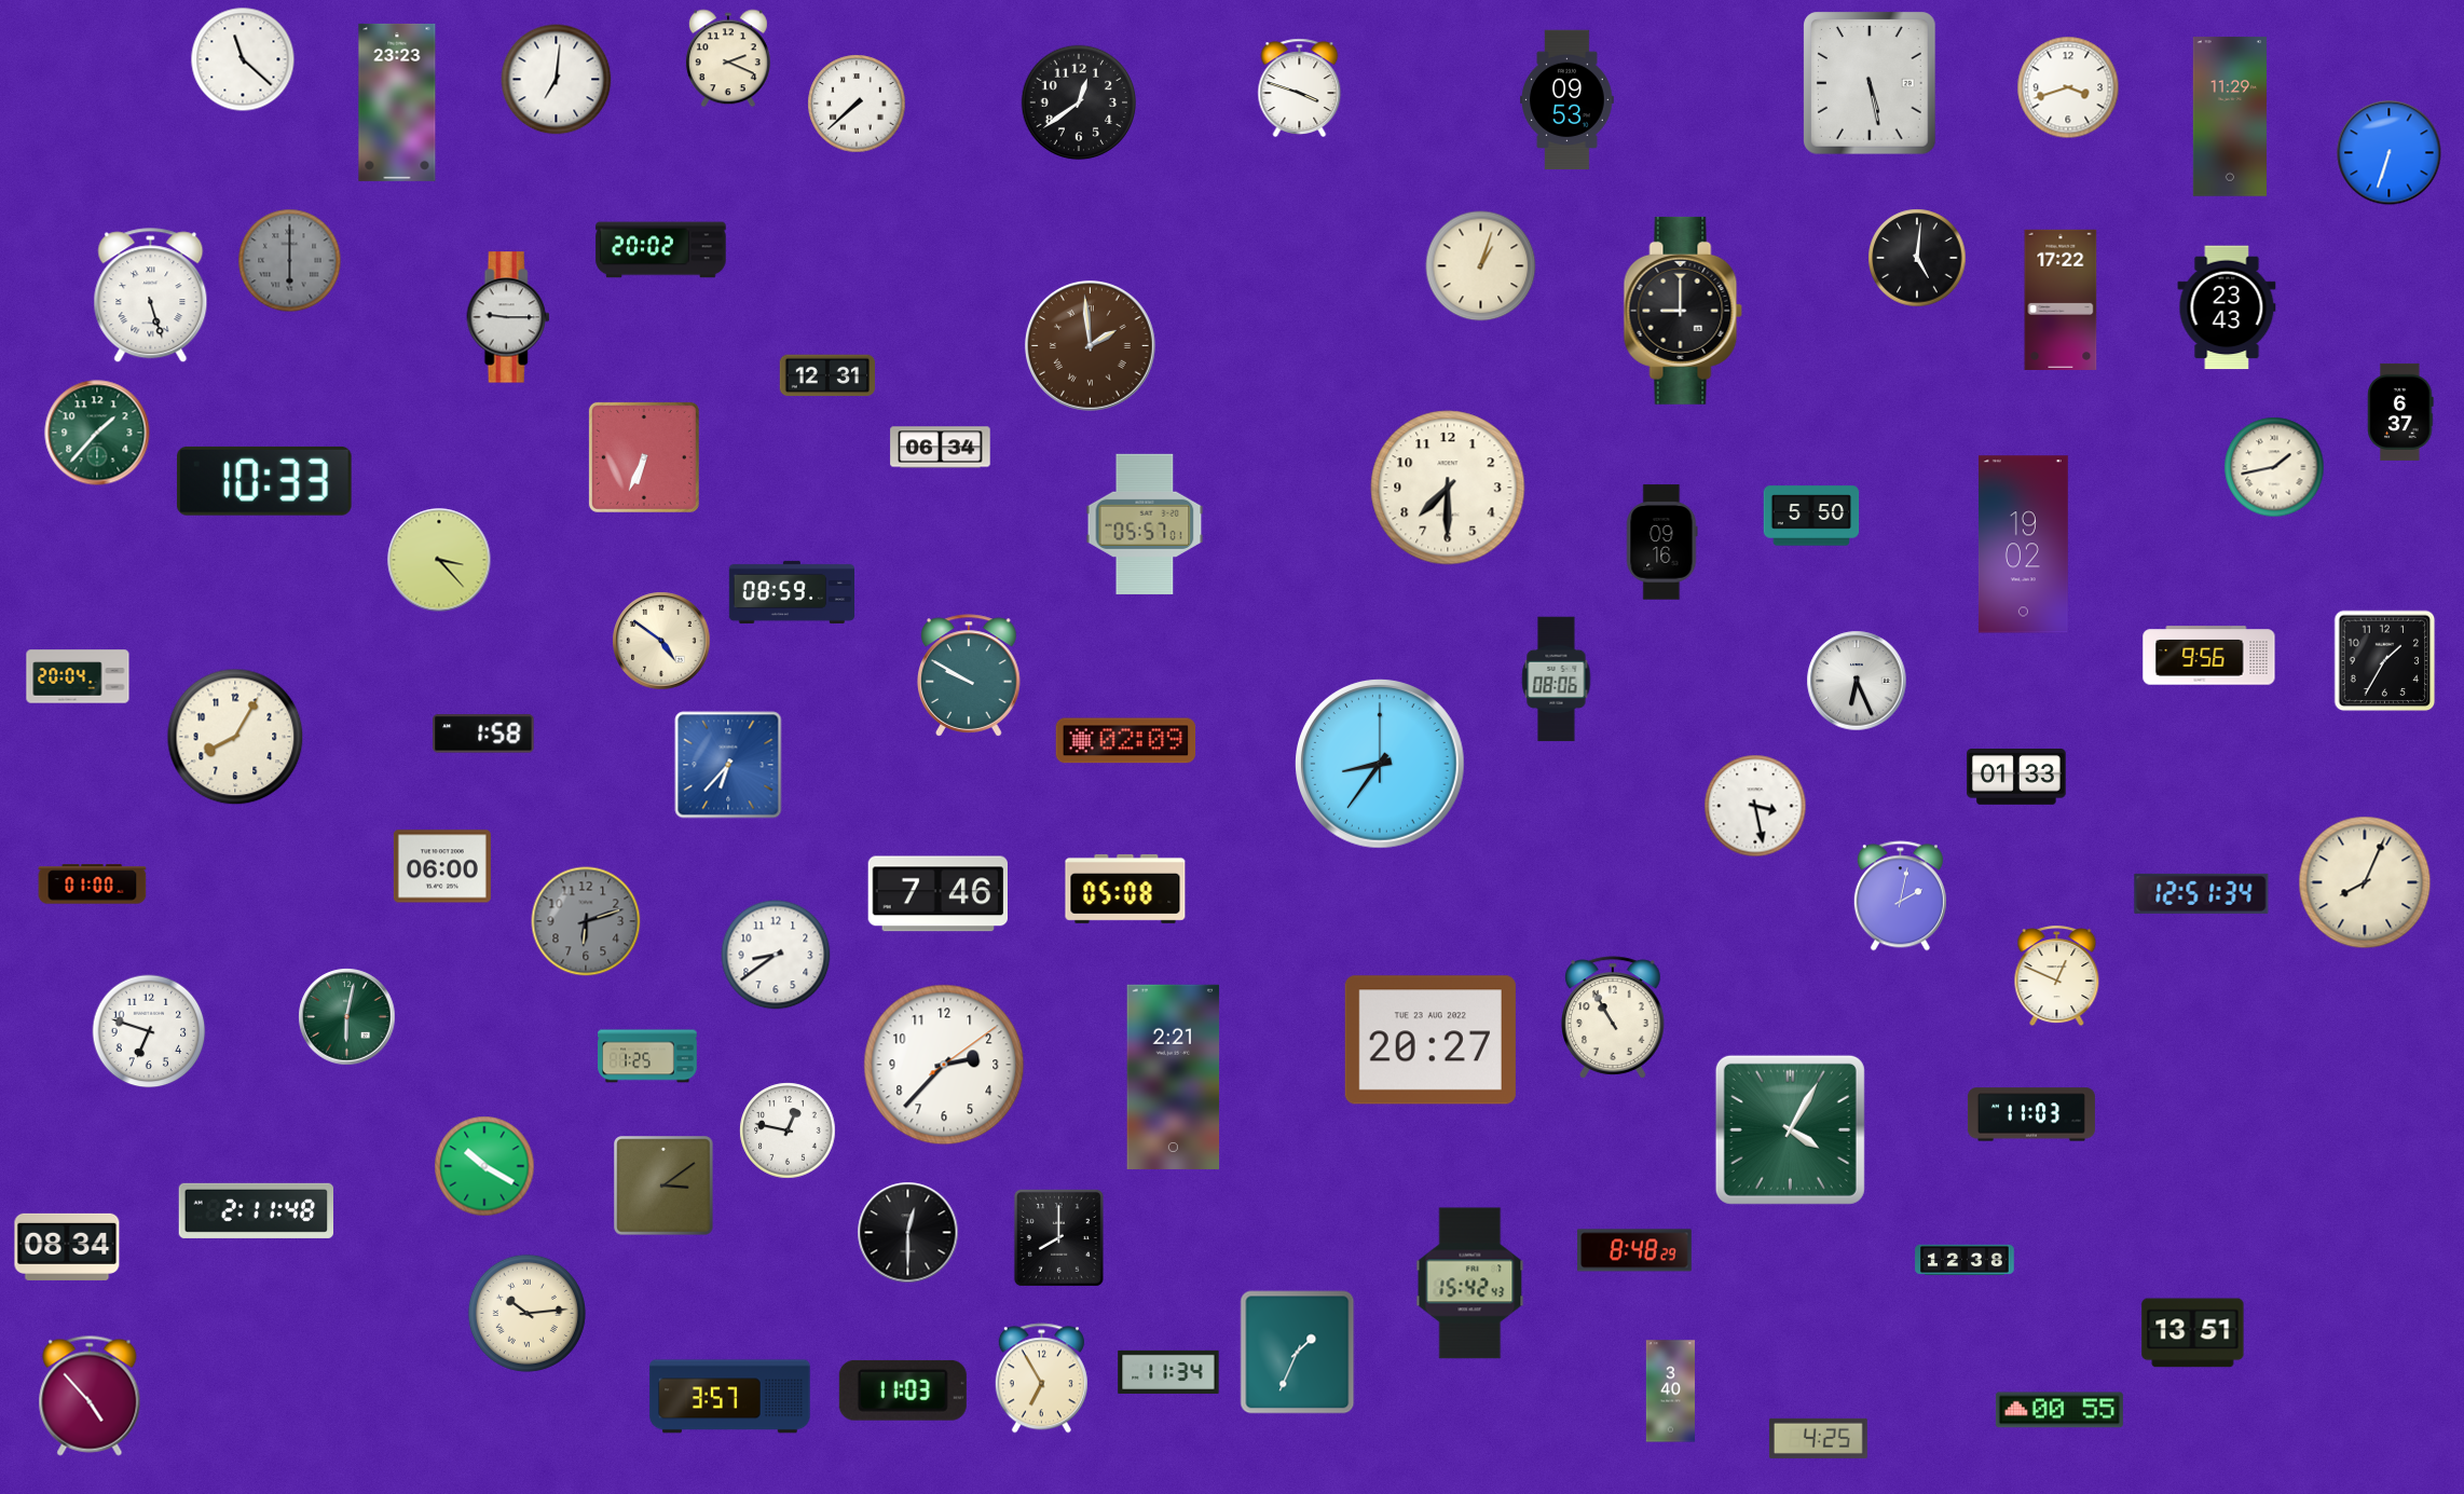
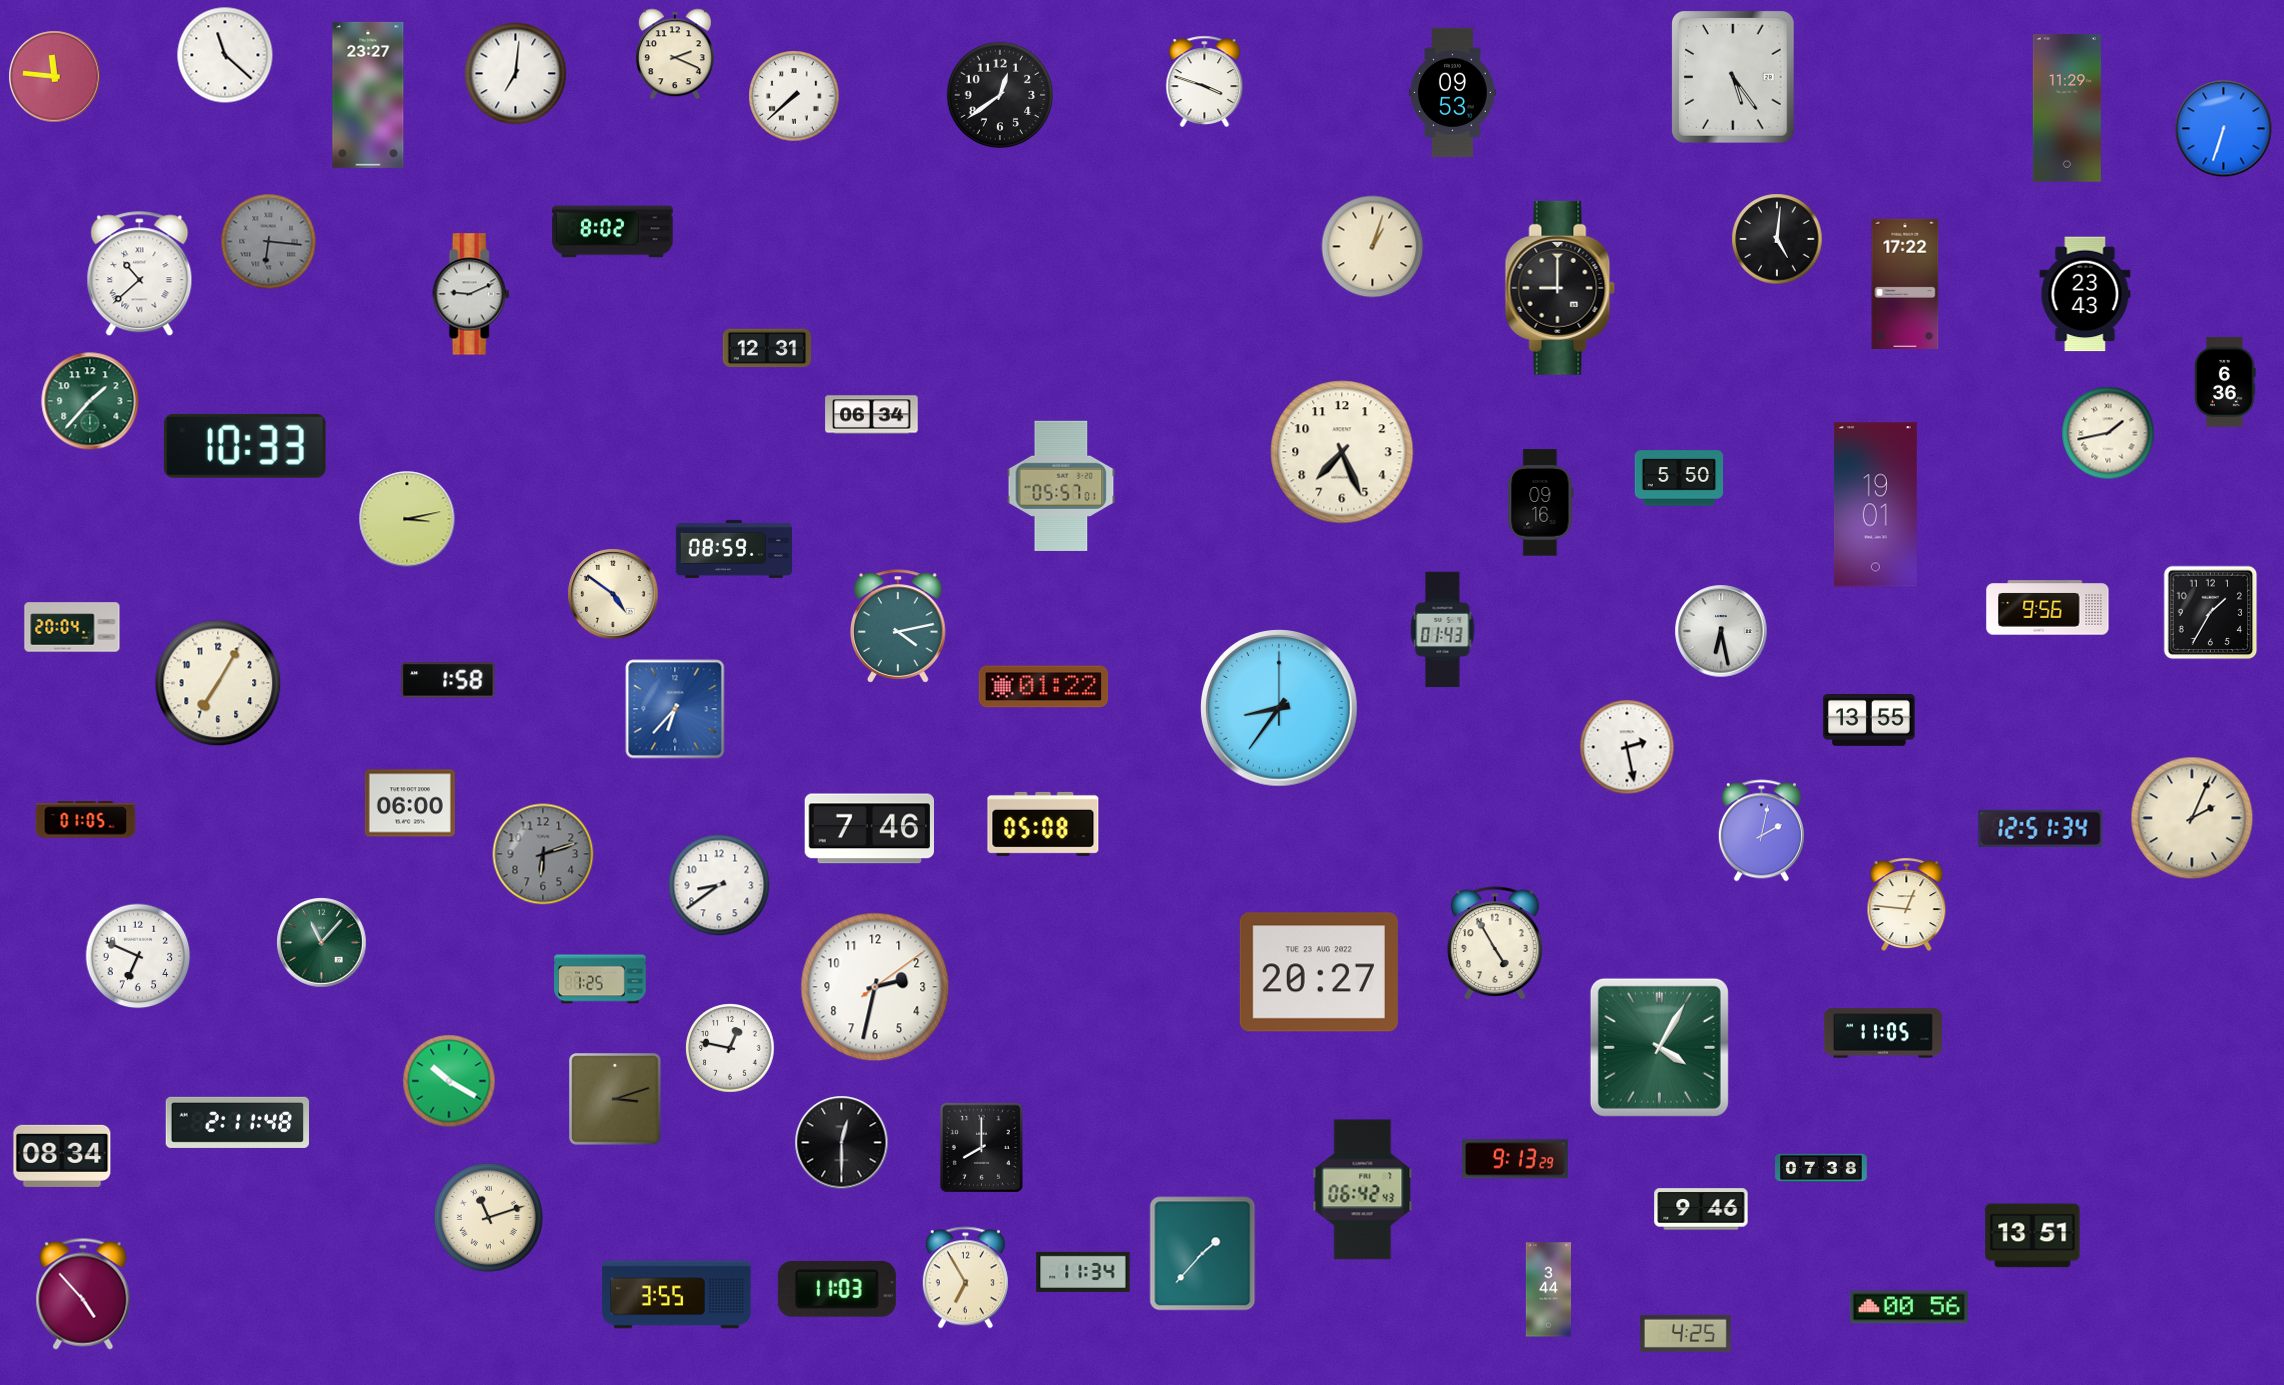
clock at (55, 77): none -> 11:46
clock at (1871, 83): 5:28 -> 5:24
clock at (2068, 87): 3:42 -> none
clock at (397, 102): 23:23 -> 23:27
clock at (2390, 153) position: (2390, 153) -> (2224, 129)
clock at (661, 250): 20:02 -> 8:02
clock at (290, 261): 6:00 -> 6:16
clock at (151, 296): 5:27 -> 10:38
clock at (2061, 300) position: (2061, 300) -> (1905, 284)
clock at (2227, 307) position: (2227, 307) -> (2085, 294)
clock at (508, 317): 9:15 -> 9:11
clock at (1090, 345): 1:59 -> none
clock at (2400, 412): 6:37 -> 6:36
clock at (644, 457): 6:34 -> none
clock at (1448, 488): 7:30 -> 7:26
clock at (2023, 545): 19:02 -> 19:01
clock at (439, 560): 3:23 -> 3:13
clock at (970, 675): 9:50 -> 4:13
clock at (1557, 680): 08:06 -> 01:43
clock at (1857, 681): 6:26 -> 6:28
clock at (235, 737): 8:05 -> 7:05
clock at (1126, 741): 02:09 -> 01:22
clock at (2016, 778): 01:33 -> 13:55
clock at (1755, 806): 3:28 -> 2:28
clock at (2365, 882): 8:04 -> 2:04
clock at (93, 885): 01:00 -> 01:05
clock at (2057, 976): 12:49 -> 12:46
clock at (347, 1017): 6:02 -> 11:07
clock at (1614, 1017): 10:55 -> 4:55
clock at (149, 1031): 6:48 -> 6:49
clock at (1431, 1040) position: (1431, 1040) -> (1319, 972)
clock at (944, 1065): 2:37 -> 2:32
clock at (1174, 1077): 2:21 -> none
clock at (2031, 1114): 11:03 -> 11:05
clock at (663, 1185): 3:09 -> 3:12
clock at (1634, 1250): 8:48 -> 9:13
clock at (1965, 1260): 12:38 -> 07:38
clock at (1470, 1284): 15:42 -> 06:42
clock at (1701, 1209): none -> 9:46
clock at (526, 1313): 10:14 -> 11:12
clock at (1298, 1353): 1:34 -> 1:37
clock at (1670, 1392): 3:40 -> 3:44
clock at (730, 1397): 3:57 -> 3:55
clock at (2059, 1410): 00:55 -> 00:56
